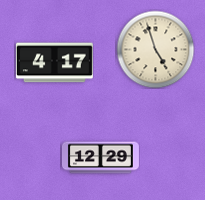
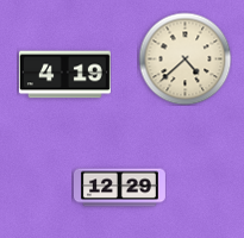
clock at (155, 49): 4:57 -> 4:38
clock at (54, 63): 4:17 -> 4:19
